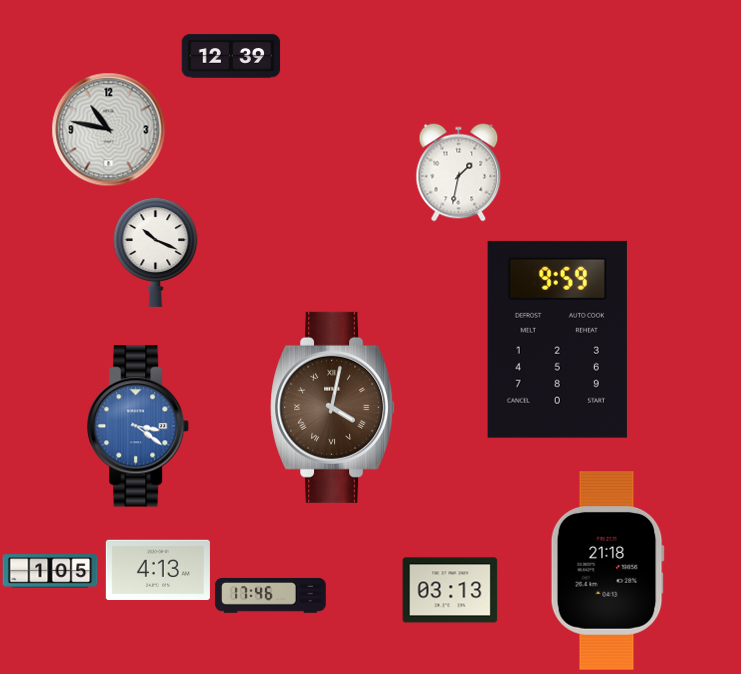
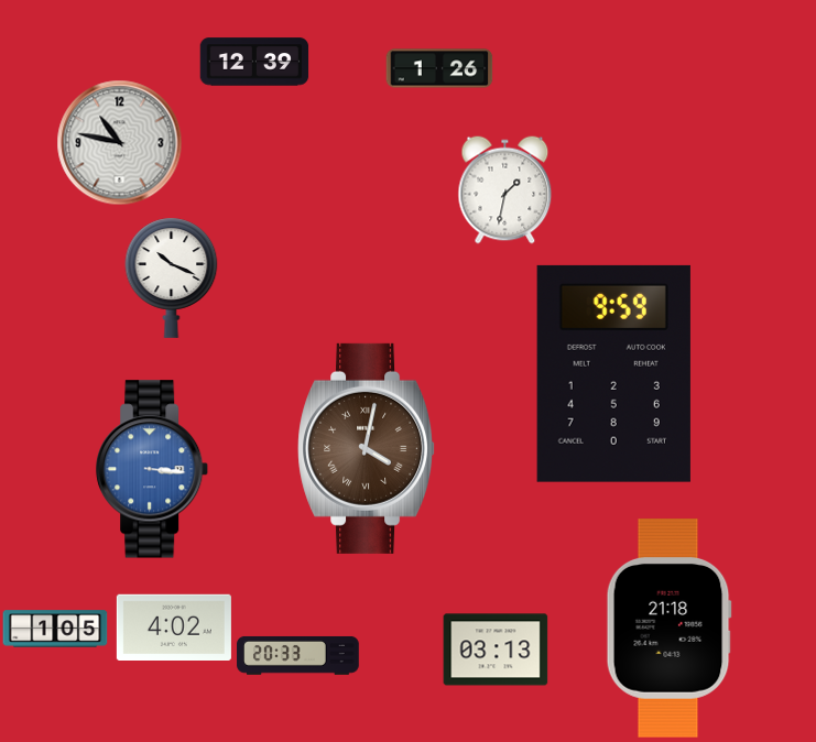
clock at (439, 68): none -> 1:26
clock at (139, 426): 3:21 -> 3:16
clock at (158, 569): 4:13 -> 4:02
clock at (271, 596): 17:46 -> 20:33
